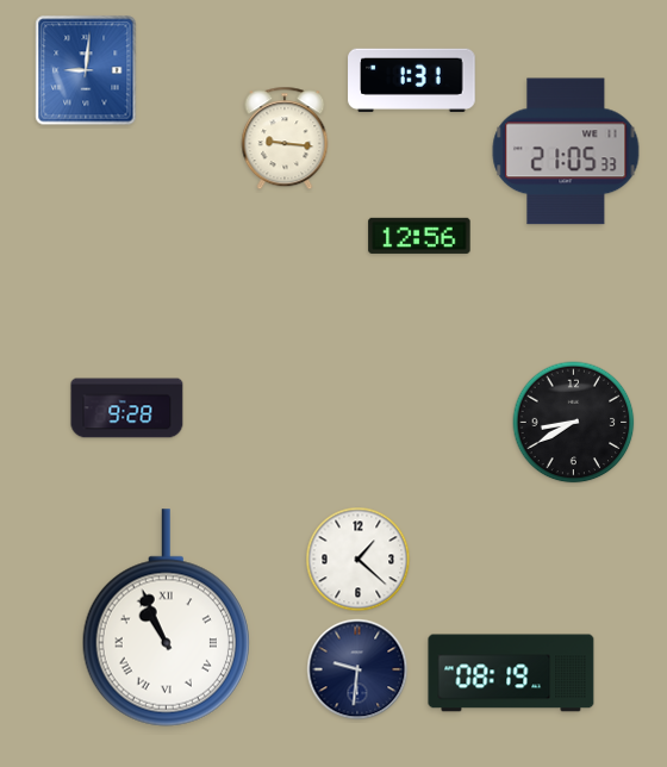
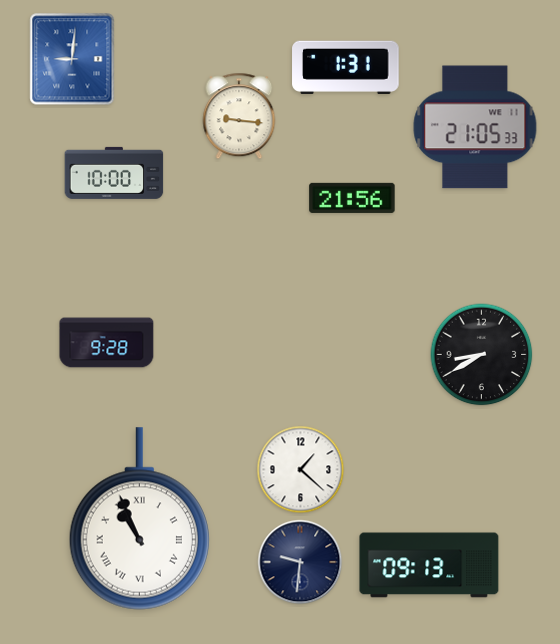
clock at (114, 173): none -> 10:00
clock at (419, 236): 12:56 -> 21:56
clock at (511, 673): 08:19 -> 09:13
